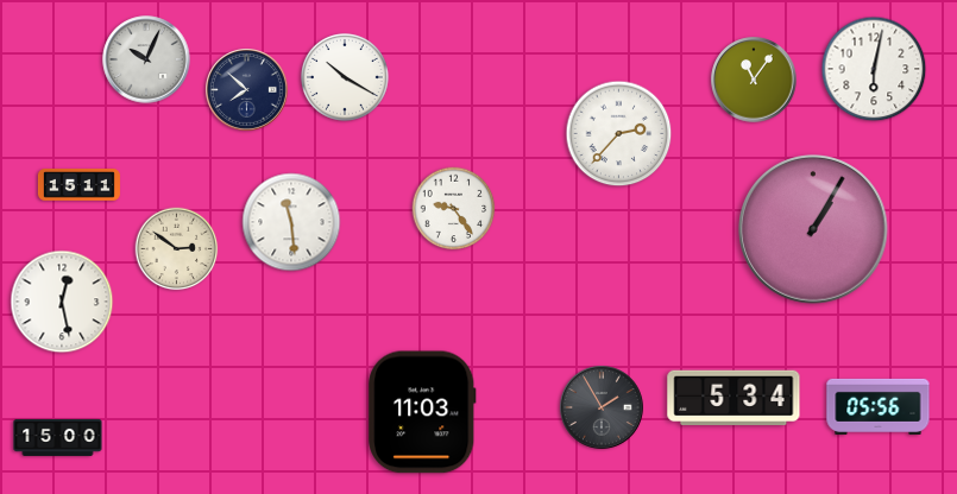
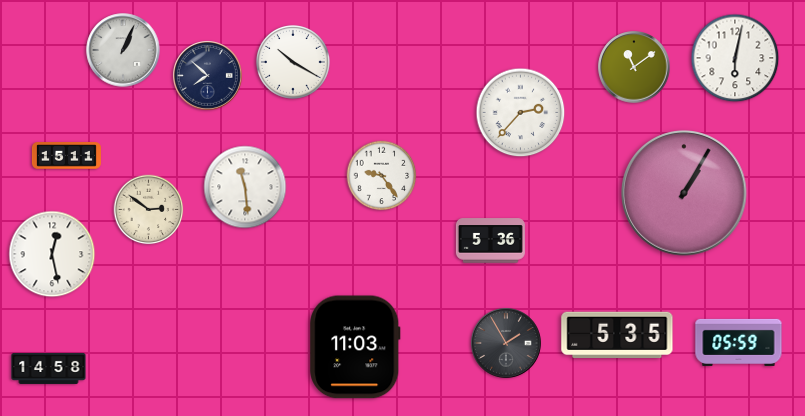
clock at (146, 59): 10:04 -> 1:04
clock at (345, 77) position: (345, 77) -> (293, 62)
clock at (754, 80): 11:06 -> 11:09
clock at (490, 241): none -> 5:36
clock at (734, 398): 5:34 -> 5:35
clock at (879, 406): 05:56 -> 05:59
clock at (58, 437): 15:00 -> 14:58
